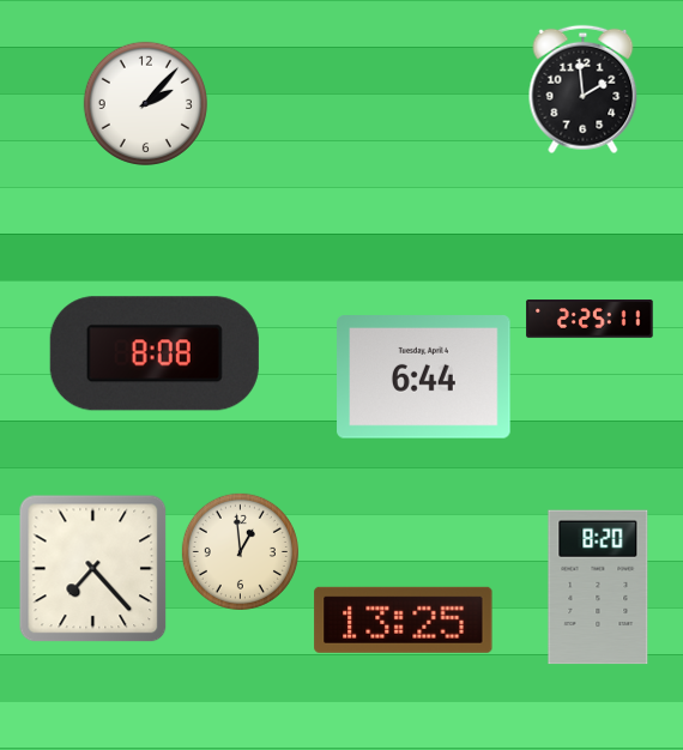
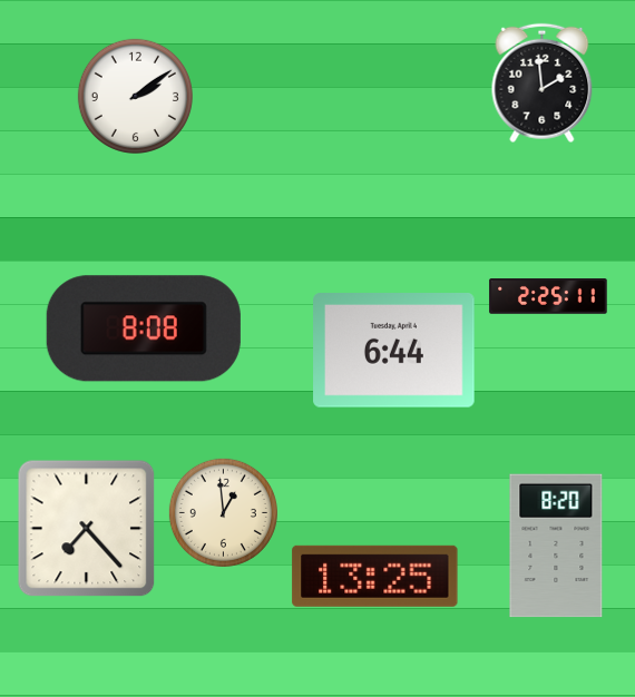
clock at (145, 103): 2:07 -> 2:09
